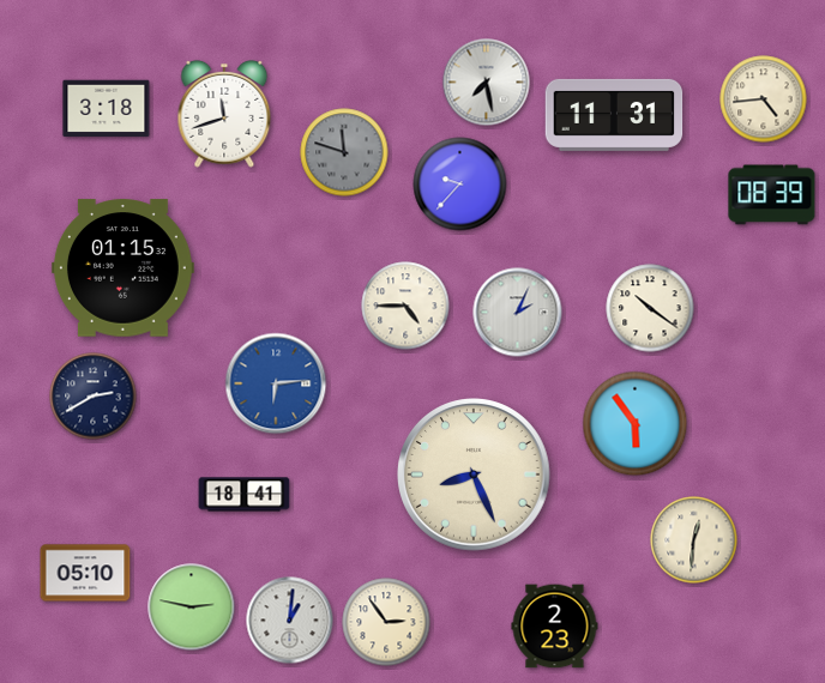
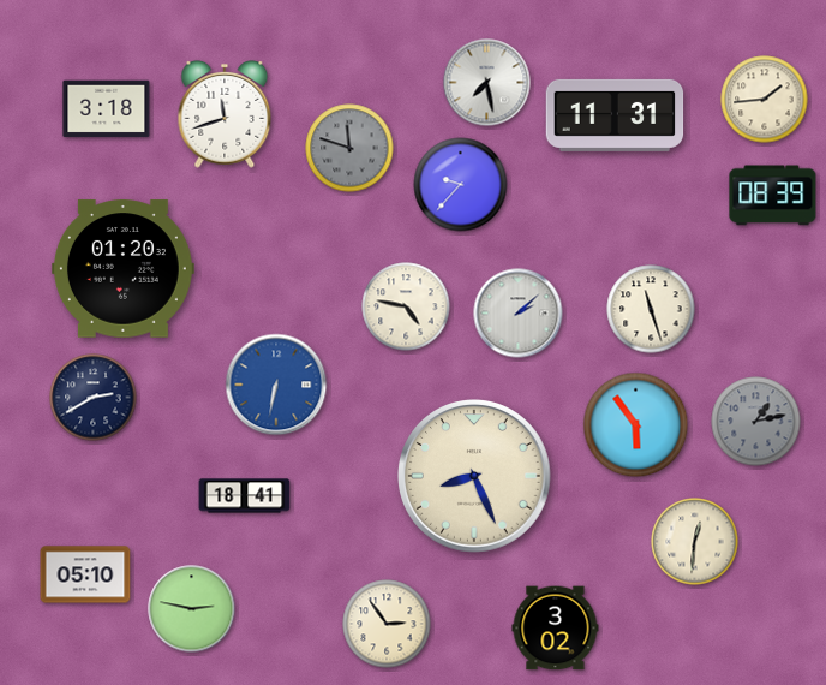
clock at (764, 99): 4:44 -> 1:44
clock at (344, 152) position: (344, 152) -> (349, 148)
clock at (122, 268): 01:15 -> 01:20
clock at (405, 306): 4:45 -> 4:47
clock at (650, 308): 10:21 -> 11:27
clock at (518, 313): 2:04 -> 2:08
clock at (276, 383): 6:14 -> 6:32
clock at (756, 422): none -> 1:13
clock at (290, 621): 1:01 -> none
clock at (555, 627): 2:23 -> 3:02
